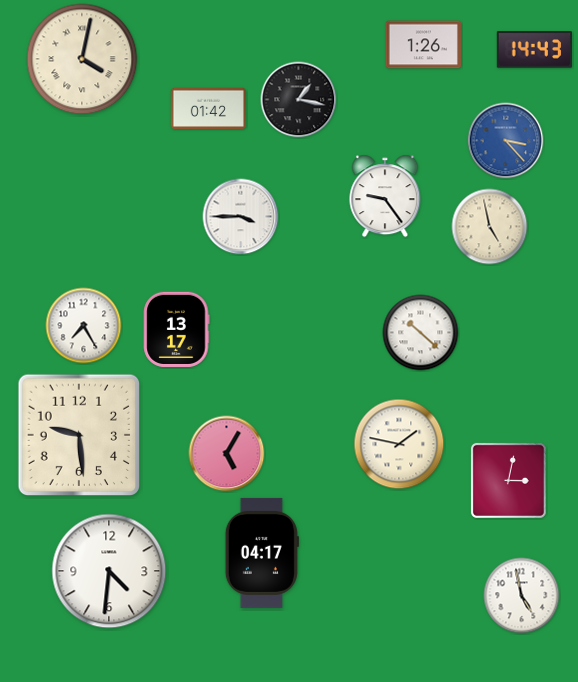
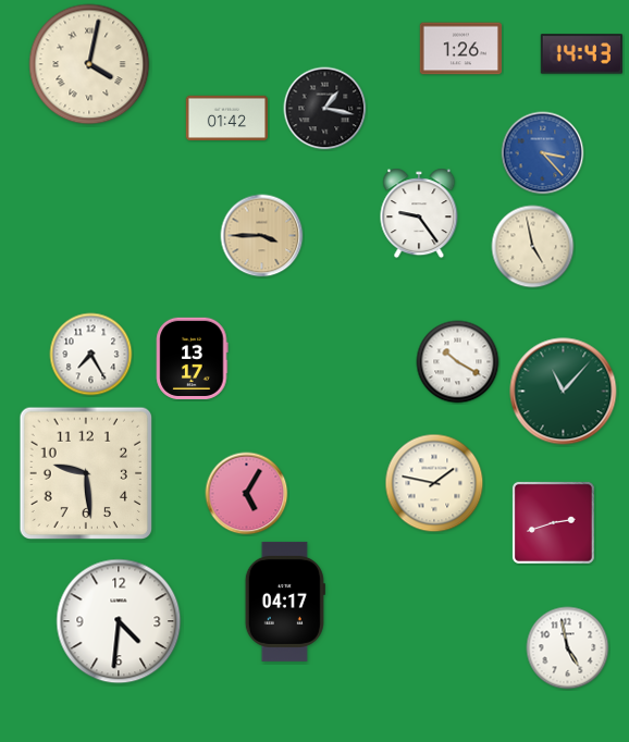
clock at (506, 141) position: (506, 141) -> (543, 153)
clock at (241, 217) dial: white -> champagne
clock at (421, 333): 10:22 -> 10:20
clock at (564, 392): none -> 11:07
clock at (508, 480): 3:02 -> 2:42
